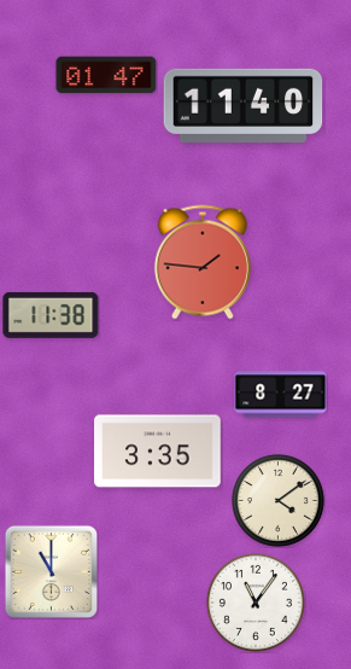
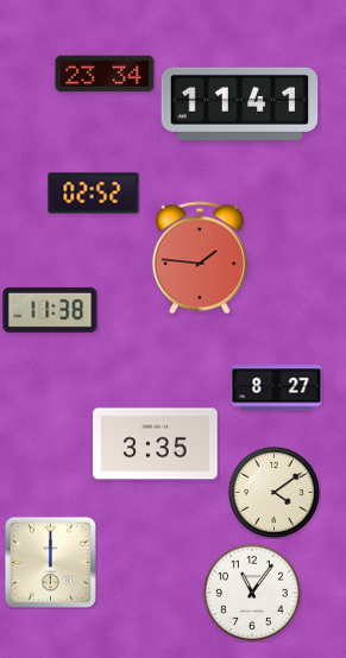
clock at (106, 75): 01:47 -> 23:34
clock at (244, 105): 11:40 -> 11:41
clock at (94, 194): none -> 02:52
clock at (51, 571): 11:00 -> 12:00
